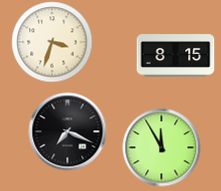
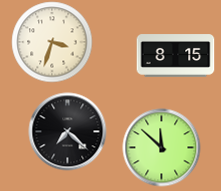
clock at (67, 131): 7:19 -> 7:22
clock at (161, 147): 11:55 -> 11:52
